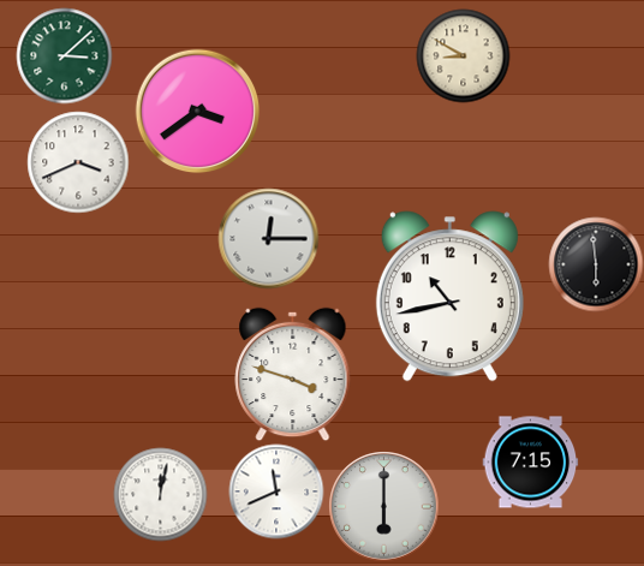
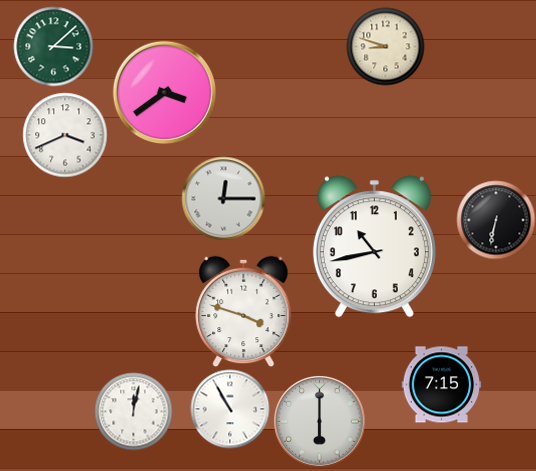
clock at (463, 55): 8:50 -> 8:48
clock at (596, 264): 5:59 -> 6:32
clock at (276, 491): 11:41 -> 10:55
